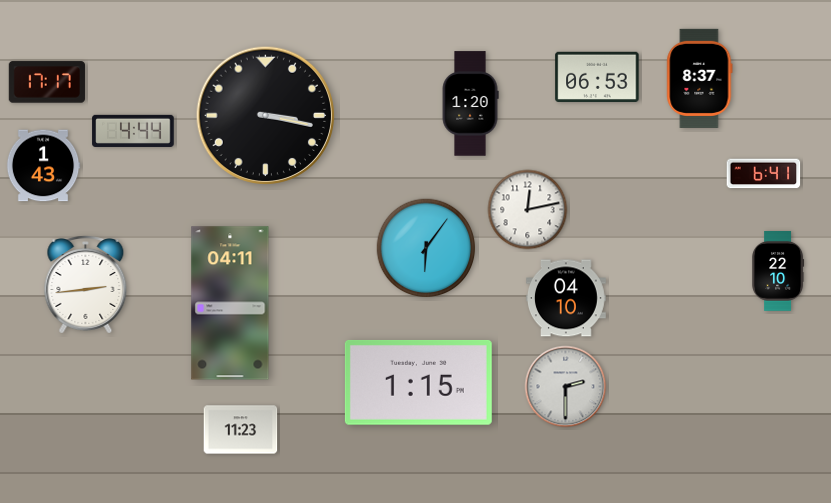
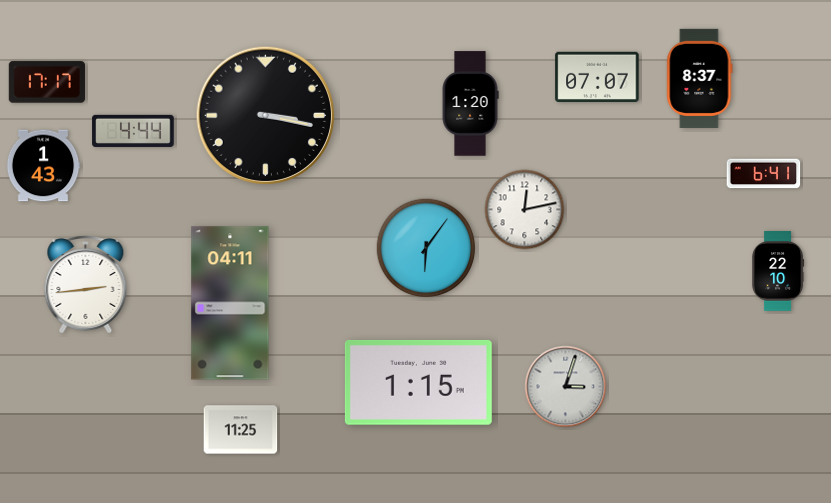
clock at (597, 76): 06:53 -> 07:07
clock at (528, 210) position: (528, 210) -> (525, 210)
clock at (567, 298): 04:10 -> none
clock at (566, 387): 2:30 -> 3:03
clock at (241, 430): 11:23 -> 11:25
